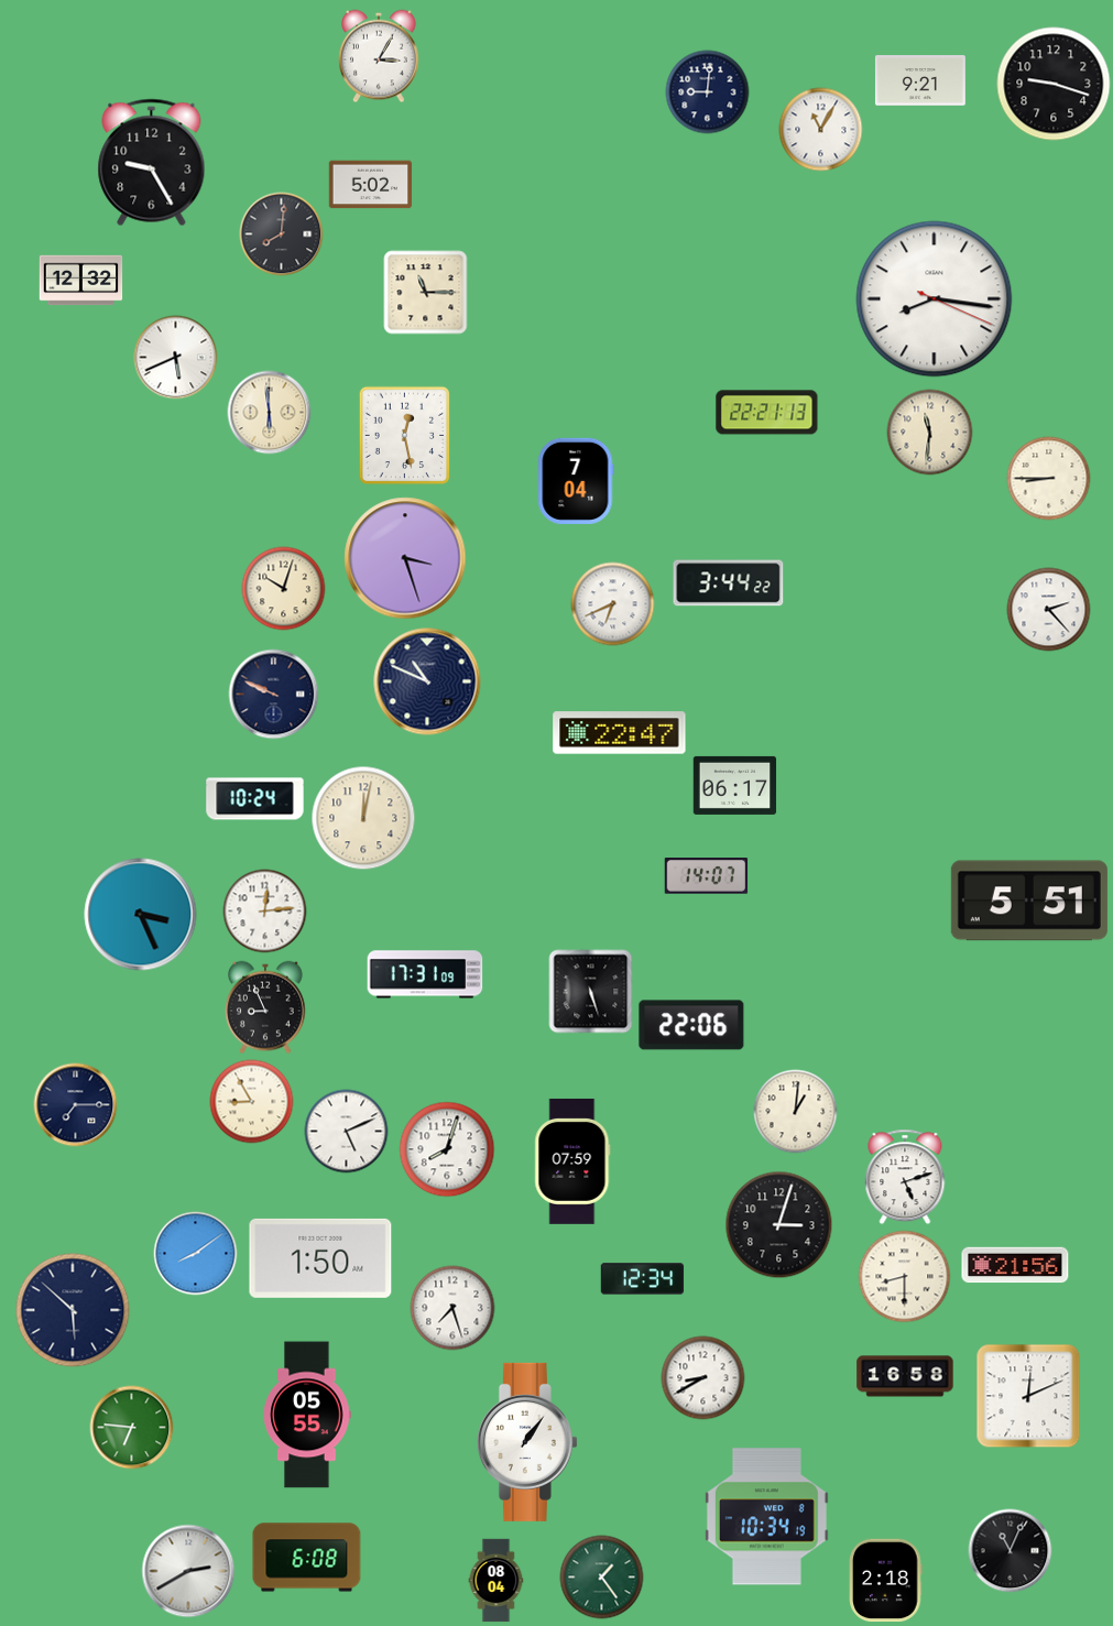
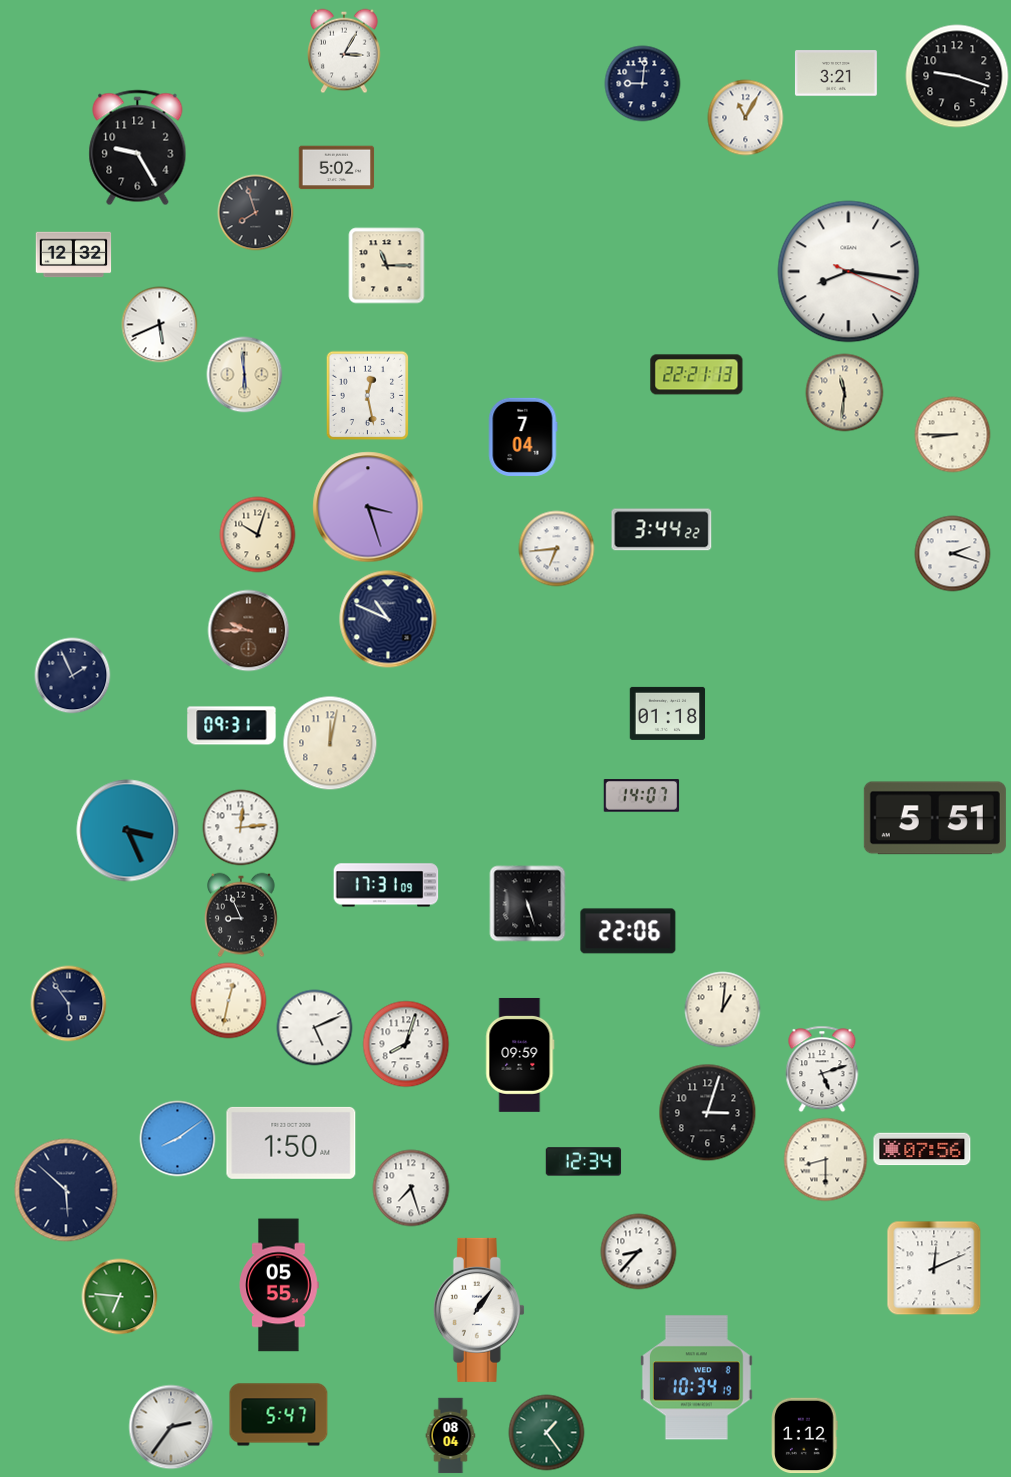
clock at (920, 80): 9:21 -> 3:21
clock at (282, 234): 8:01 -> 7:57
clock at (613, 604): 6:41 -> 6:44
clock at (1049, 610): 2:23 -> 2:18
clock at (274, 695): 9:49 -> 9:45
clock at (274, 695) dial: navy -> brown
clock at (620, 733): 22:47 -> none
clock at (73, 676): none -> 1:56
clock at (735, 785): 06:17 -> 01:18
clock at (255, 799): 10:24 -> 09:31
clock at (591, 992) position: (591, 992) -> (528, 904)
clock at (252, 1102): 8:55 -> 12:32
clock at (76, 1105): 7:15 -> 5:54
clock at (572, 1161): 07:59 -> 09:59
clock at (1015, 1265): 21:56 -> 07:56
clock at (905, 1277) position: (905, 1277) -> (826, 1160)
clock at (905, 1376): 16:58 -> none
clock at (703, 1378): 8:40 -> 8:37
clock at (1011, 1551): 11:04 -> none
clock at (307, 1558): 6:08 -> 5:47
clock at (188, 1571): 2:40 -> 2:36
clock at (886, 1581): 2:18 -> 1:12
